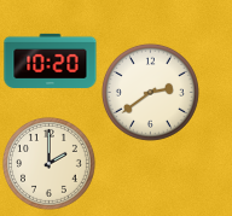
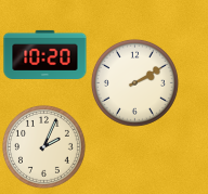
clock at (150, 92): 2:39 -> 2:10
clock at (48, 163): 2:00 -> 2:04
